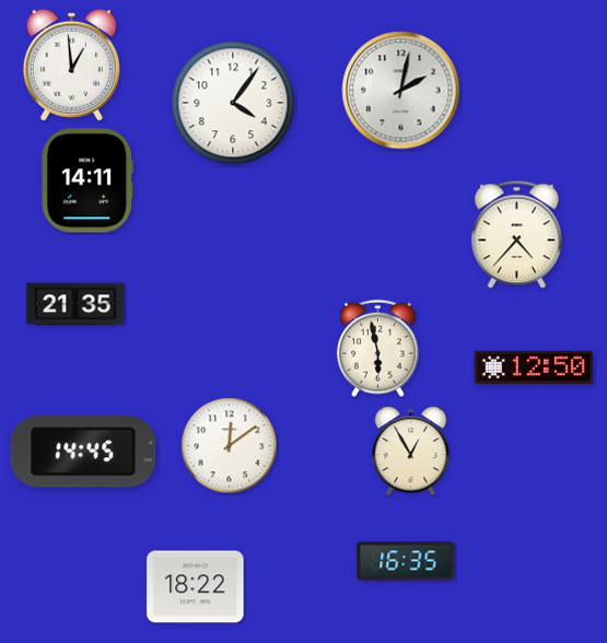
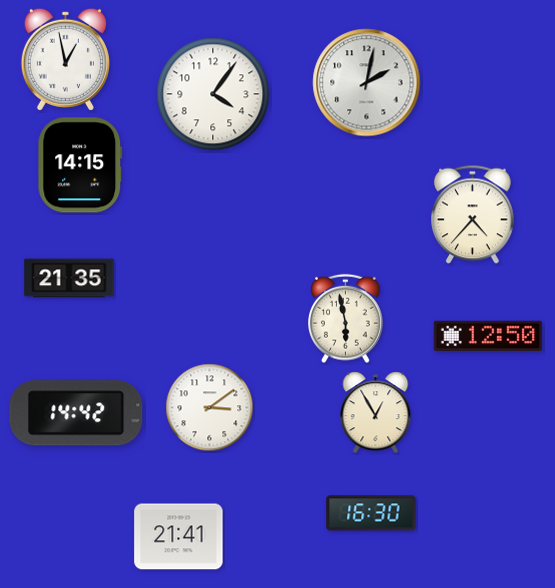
clock at (71, 65): 12:59 -> 12:58
clock at (87, 180): 14:11 -> 14:15
clock at (230, 446): 12:09 -> 3:09
clock at (83, 452): 14:45 -> 14:42
clock at (406, 561): 16:35 -> 16:30
clock at (196, 587): 18:22 -> 21:41
